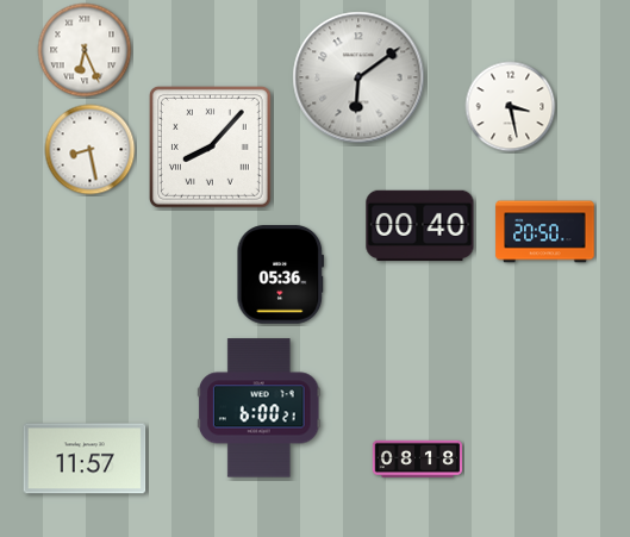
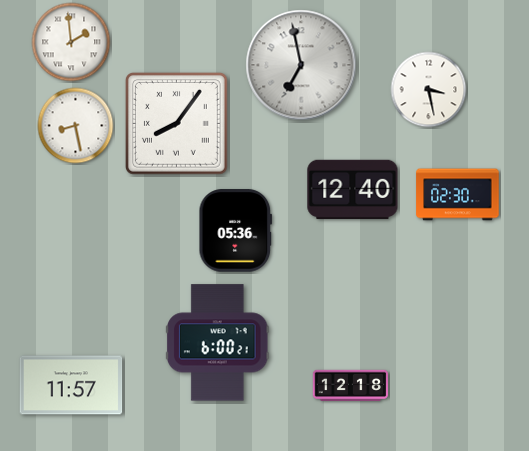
clock at (85, 50): 6:26 -> 1:59
clock at (358, 77): 6:09 -> 6:58
clock at (210, 146): 8:07 -> 8:06
clock at (420, 226): 00:40 -> 12:40
clock at (545, 232): 20:50 -> 02:30
clock at (417, 458): 08:18 -> 12:18
